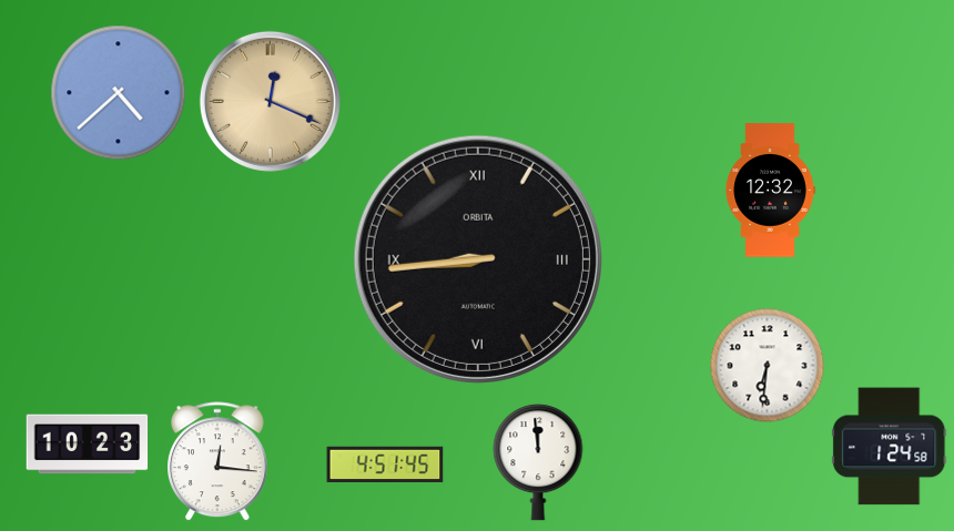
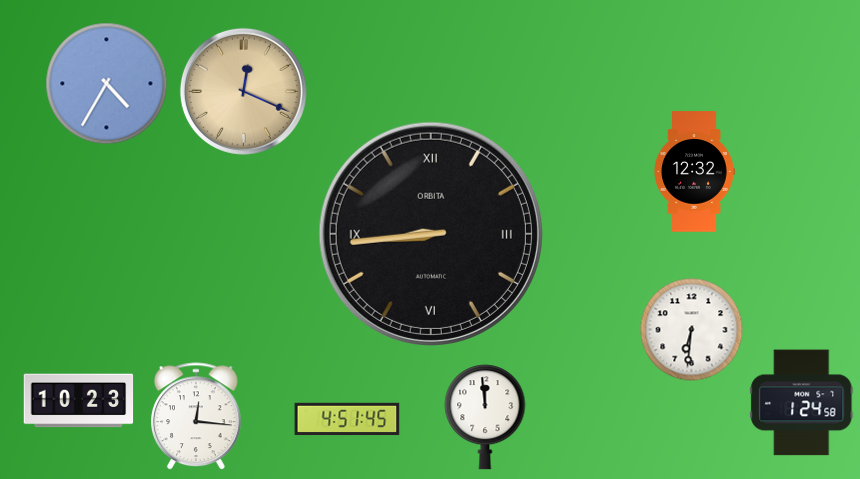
clock at (119, 93): 4:38 -> 4:35
